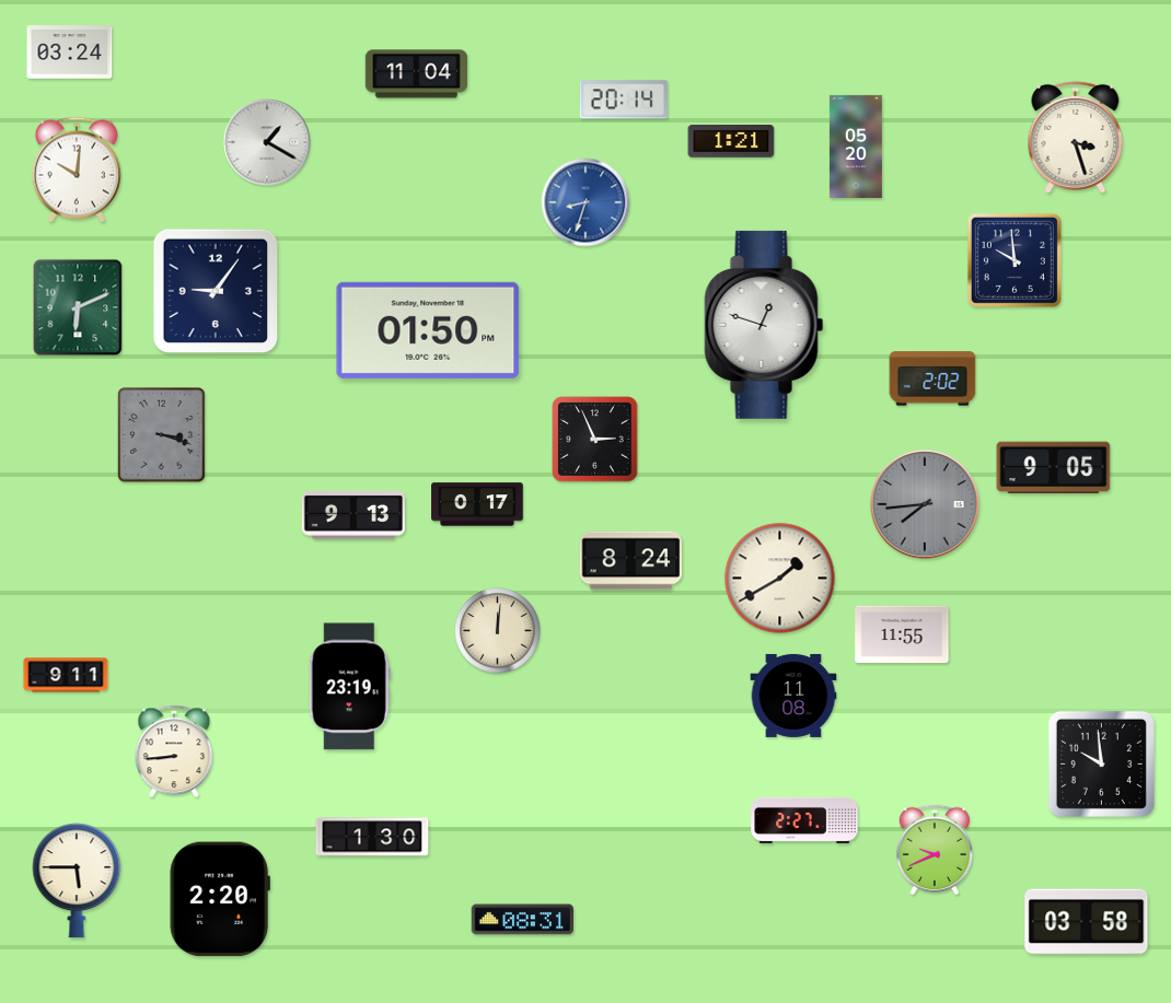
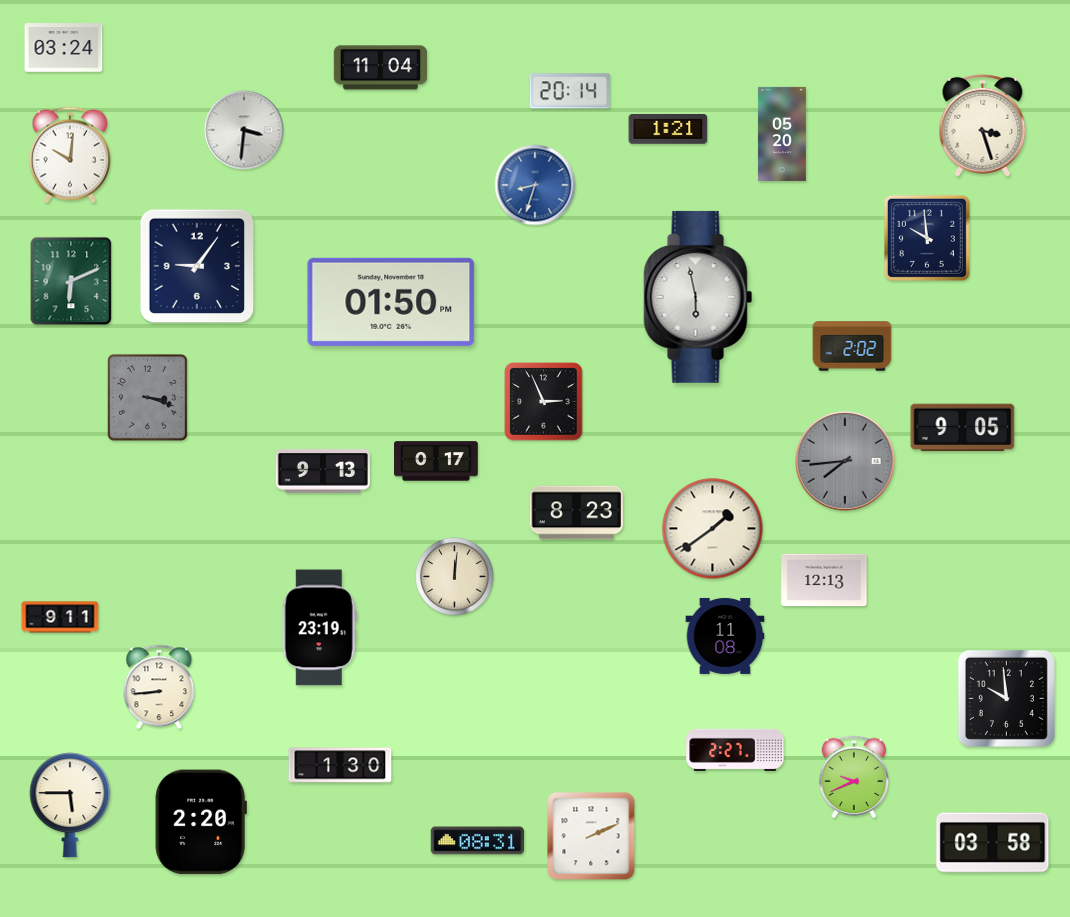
clock at (267, 142): 1:20 -> 3:31
clock at (764, 325): 12:48 -> 5:58
clock at (631, 561): 8:24 -> 8:23
clock at (780, 579): 1:40 -> 1:39
clock at (902, 634): 11:55 -> 12:13
clock at (591, 836): none -> 2:11
